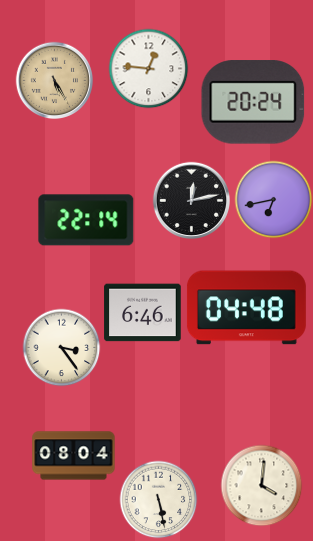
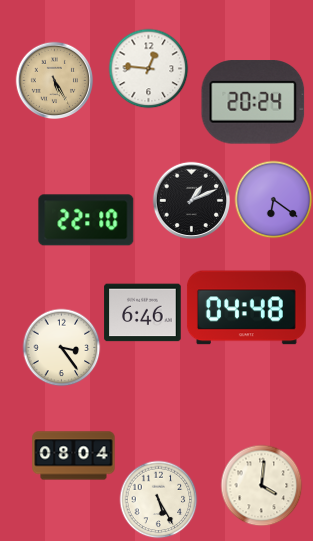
clock at (273, 199): 6:43 -> 6:21
clock at (191, 200): 12:13 -> 1:11
clock at (86, 220): 22:14 -> 22:10
clock at (158, 499): 5:28 -> 5:25
